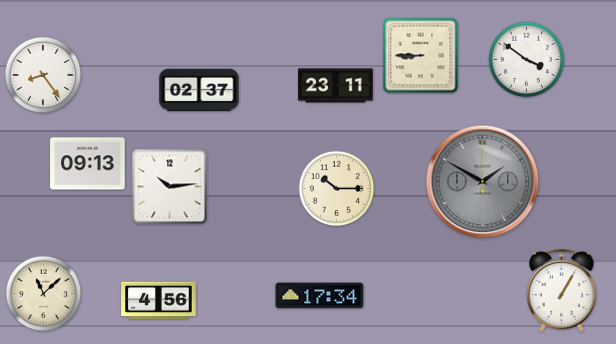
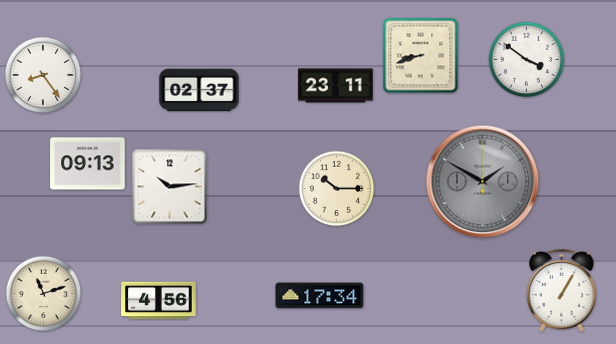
clock at (421, 56): 8:45 -> 8:42
clock at (44, 294): 11:08 -> 11:12
